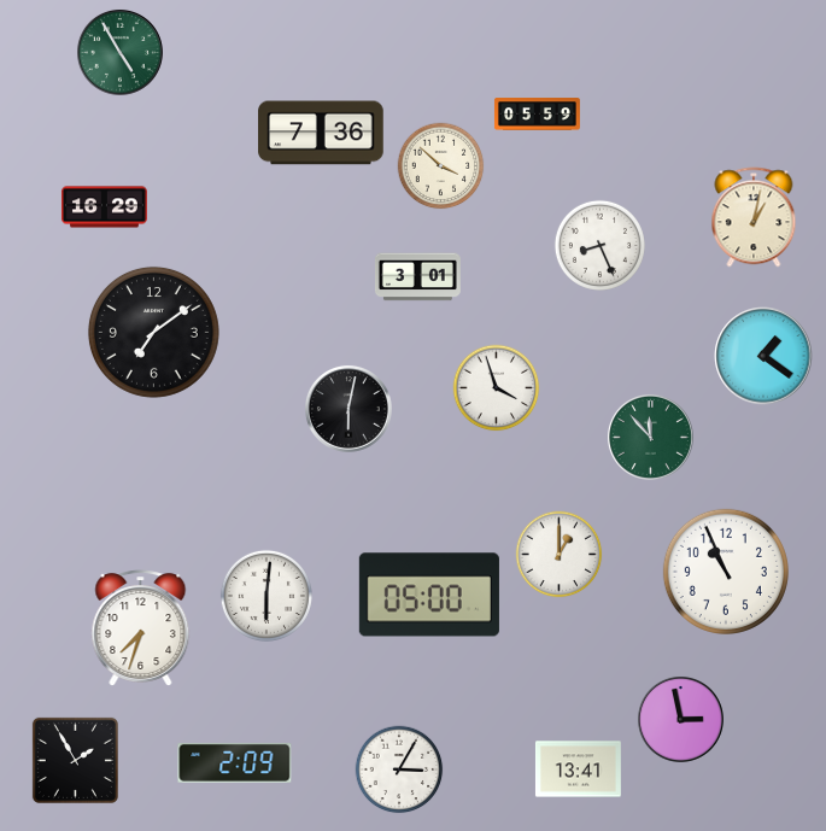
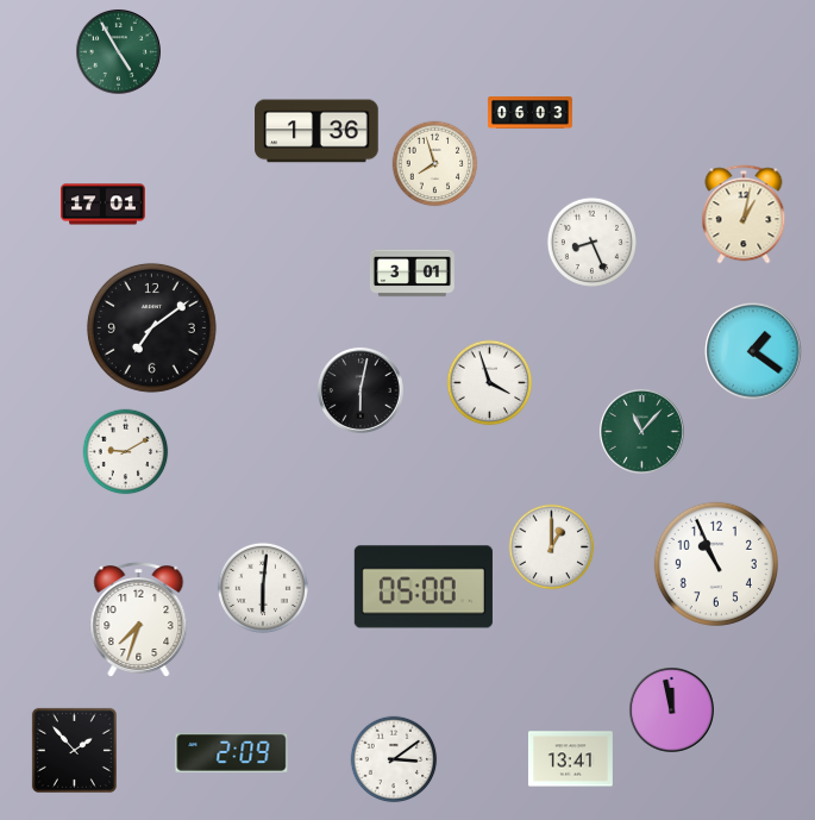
clock at (537, 115): 05:59 -> 06:03
clock at (321, 133): 7:36 -> 1:36
clock at (441, 166): 3:52 -> 7:57
clock at (104, 207): 16:29 -> 17:01
clock at (348, 409) position: (348, 409) -> (361, 390)
clock at (650, 437): 11:53 -> 11:07
clock at (126, 452): none -> 9:10
clock at (680, 719): 2:58 -> 11:58
clock at (75, 760): 1:55 -> 1:53
clock at (399, 769): 3:05 -> 3:09
